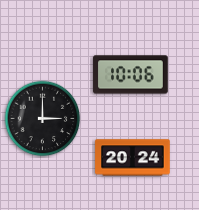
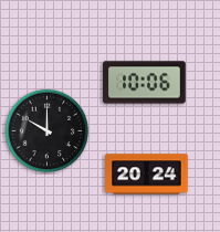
clock at (43, 119): 3:00 -> 10:00
